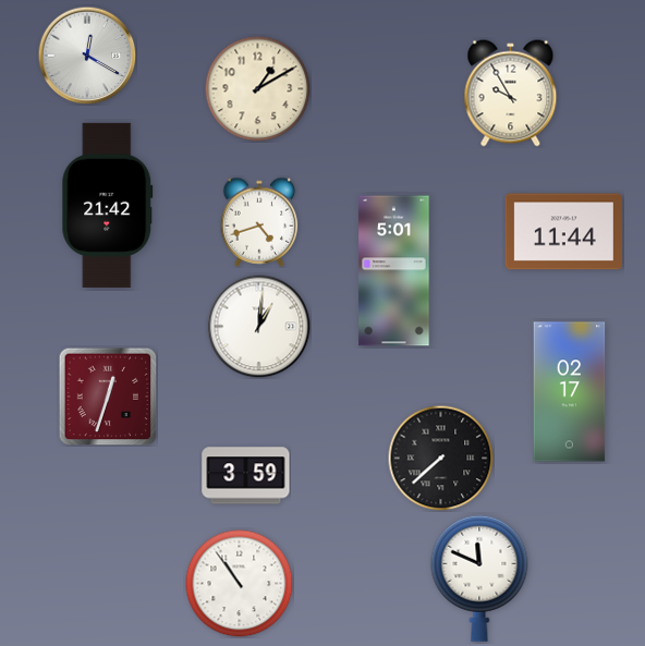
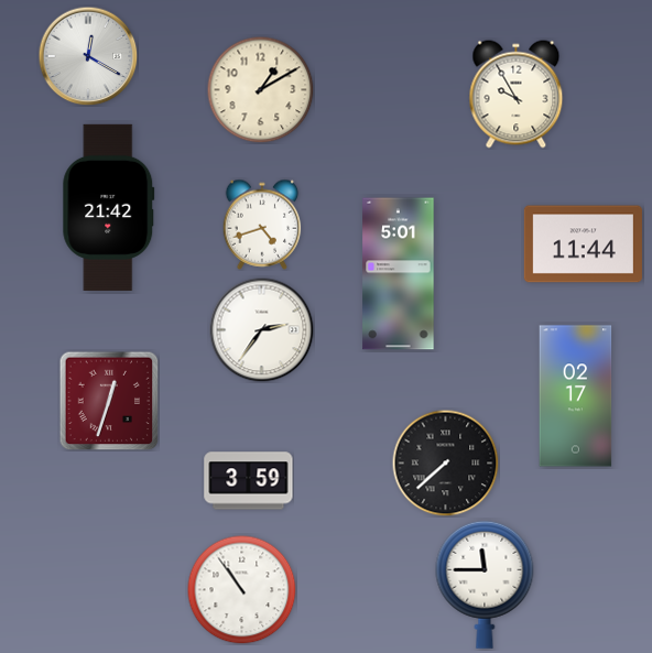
clock at (563, 232) position: (563, 232) -> (583, 244)
clock at (258, 326): 1:01 -> 2:36
clock at (479, 578): 11:49 -> 11:45
